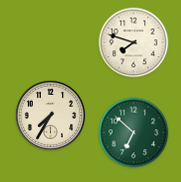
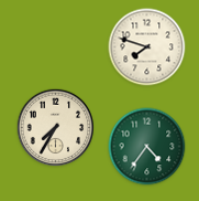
clock at (134, 133): 6:52 -> 4:36
